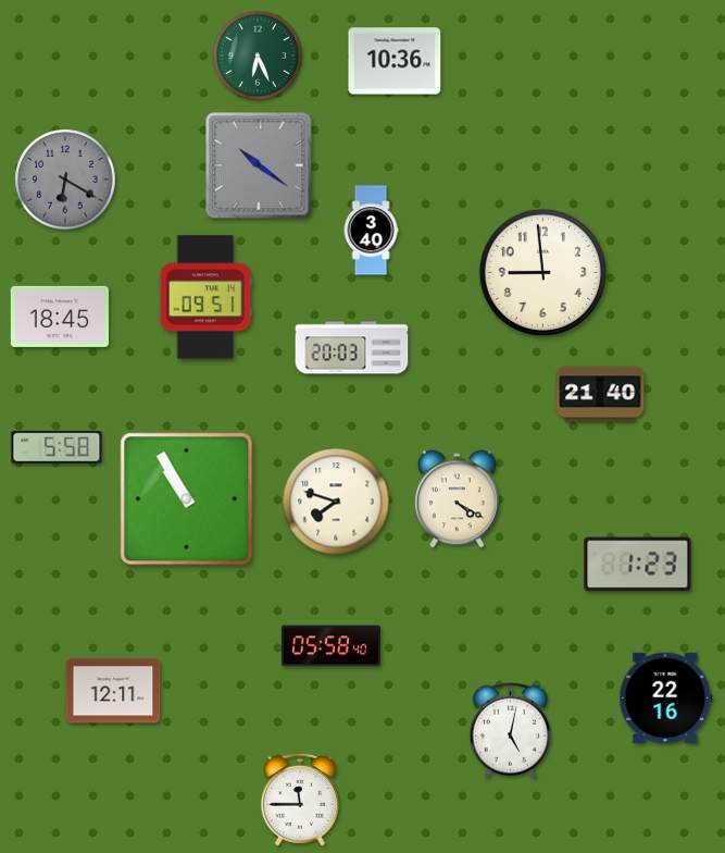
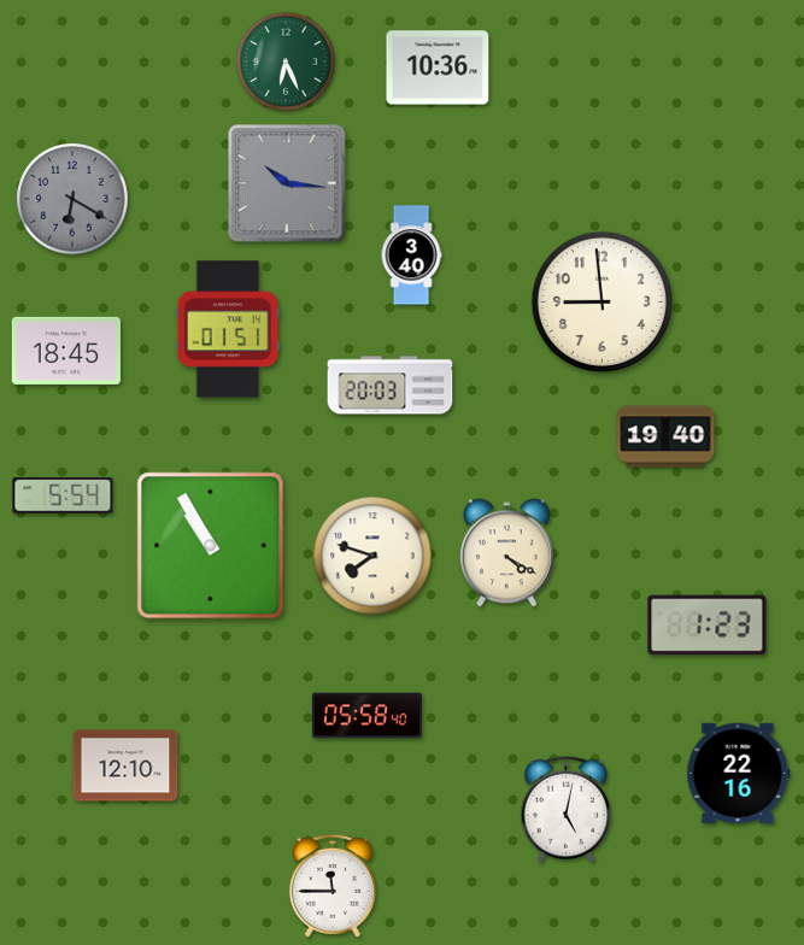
clock at (259, 165): 10:21 -> 10:16
clock at (205, 297): 09:51 -> 01:51
clock at (600, 394): 21:40 -> 19:40
clock at (57, 447): 5:58 -> 5:54
clock at (187, 499) position: (187, 499) -> (211, 546)
clock at (113, 691): 12:11 -> 12:10
